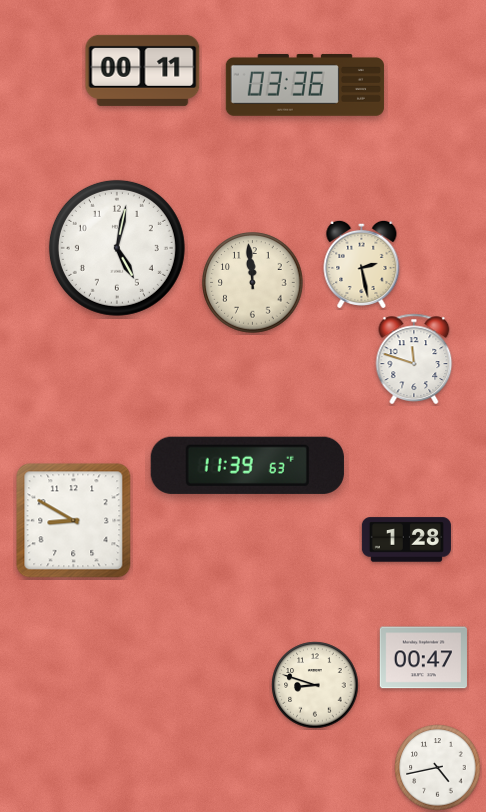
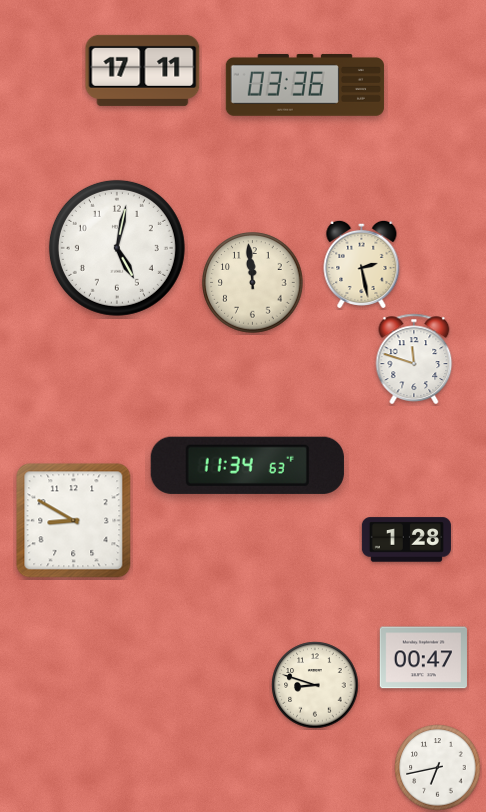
clock at (143, 70): 00:11 -> 17:11
clock at (247, 465): 11:39 -> 11:34
clock at (438, 768): 4:43 -> 6:43
